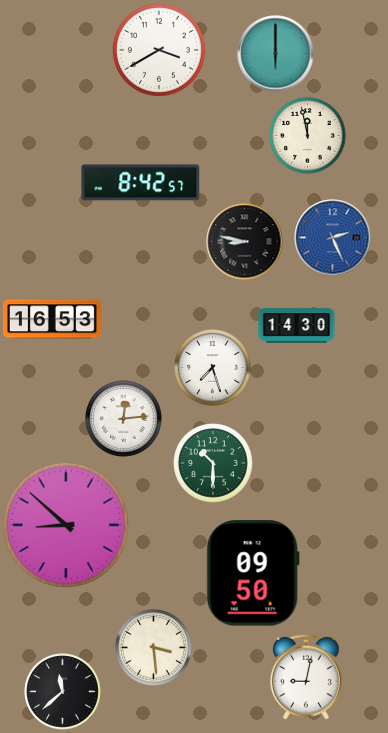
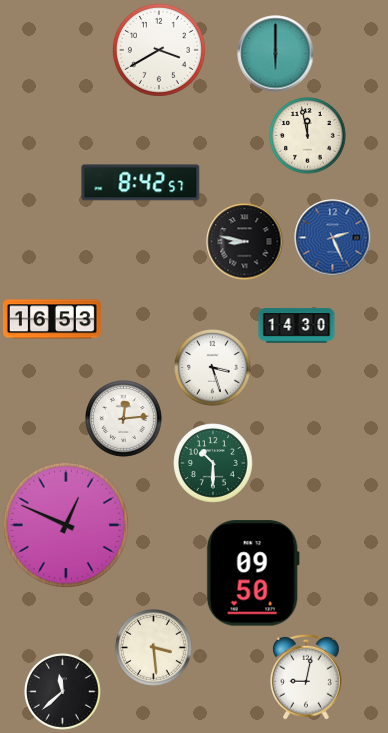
clock at (213, 368): 7:27 -> 3:27
clock at (66, 525): 8:52 -> 12:49
